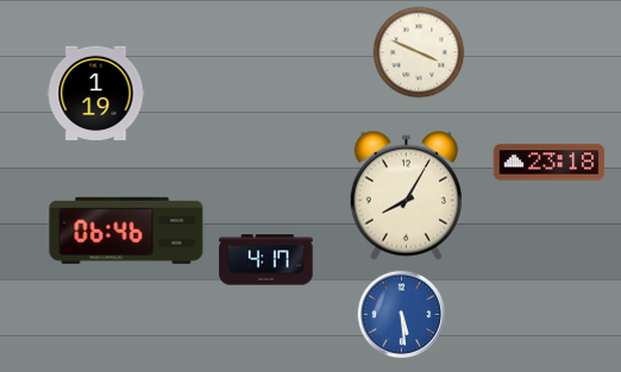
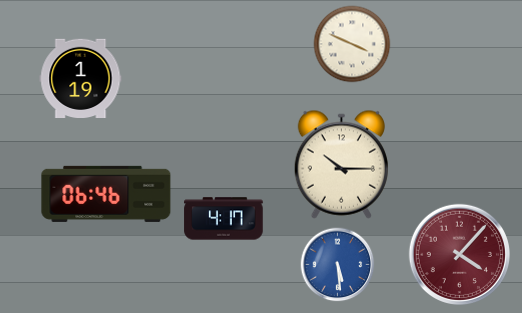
clock at (550, 163): 23:18 -> none
clock at (406, 195): 8:05 -> 10:15
clock at (459, 254): none -> 4:07
